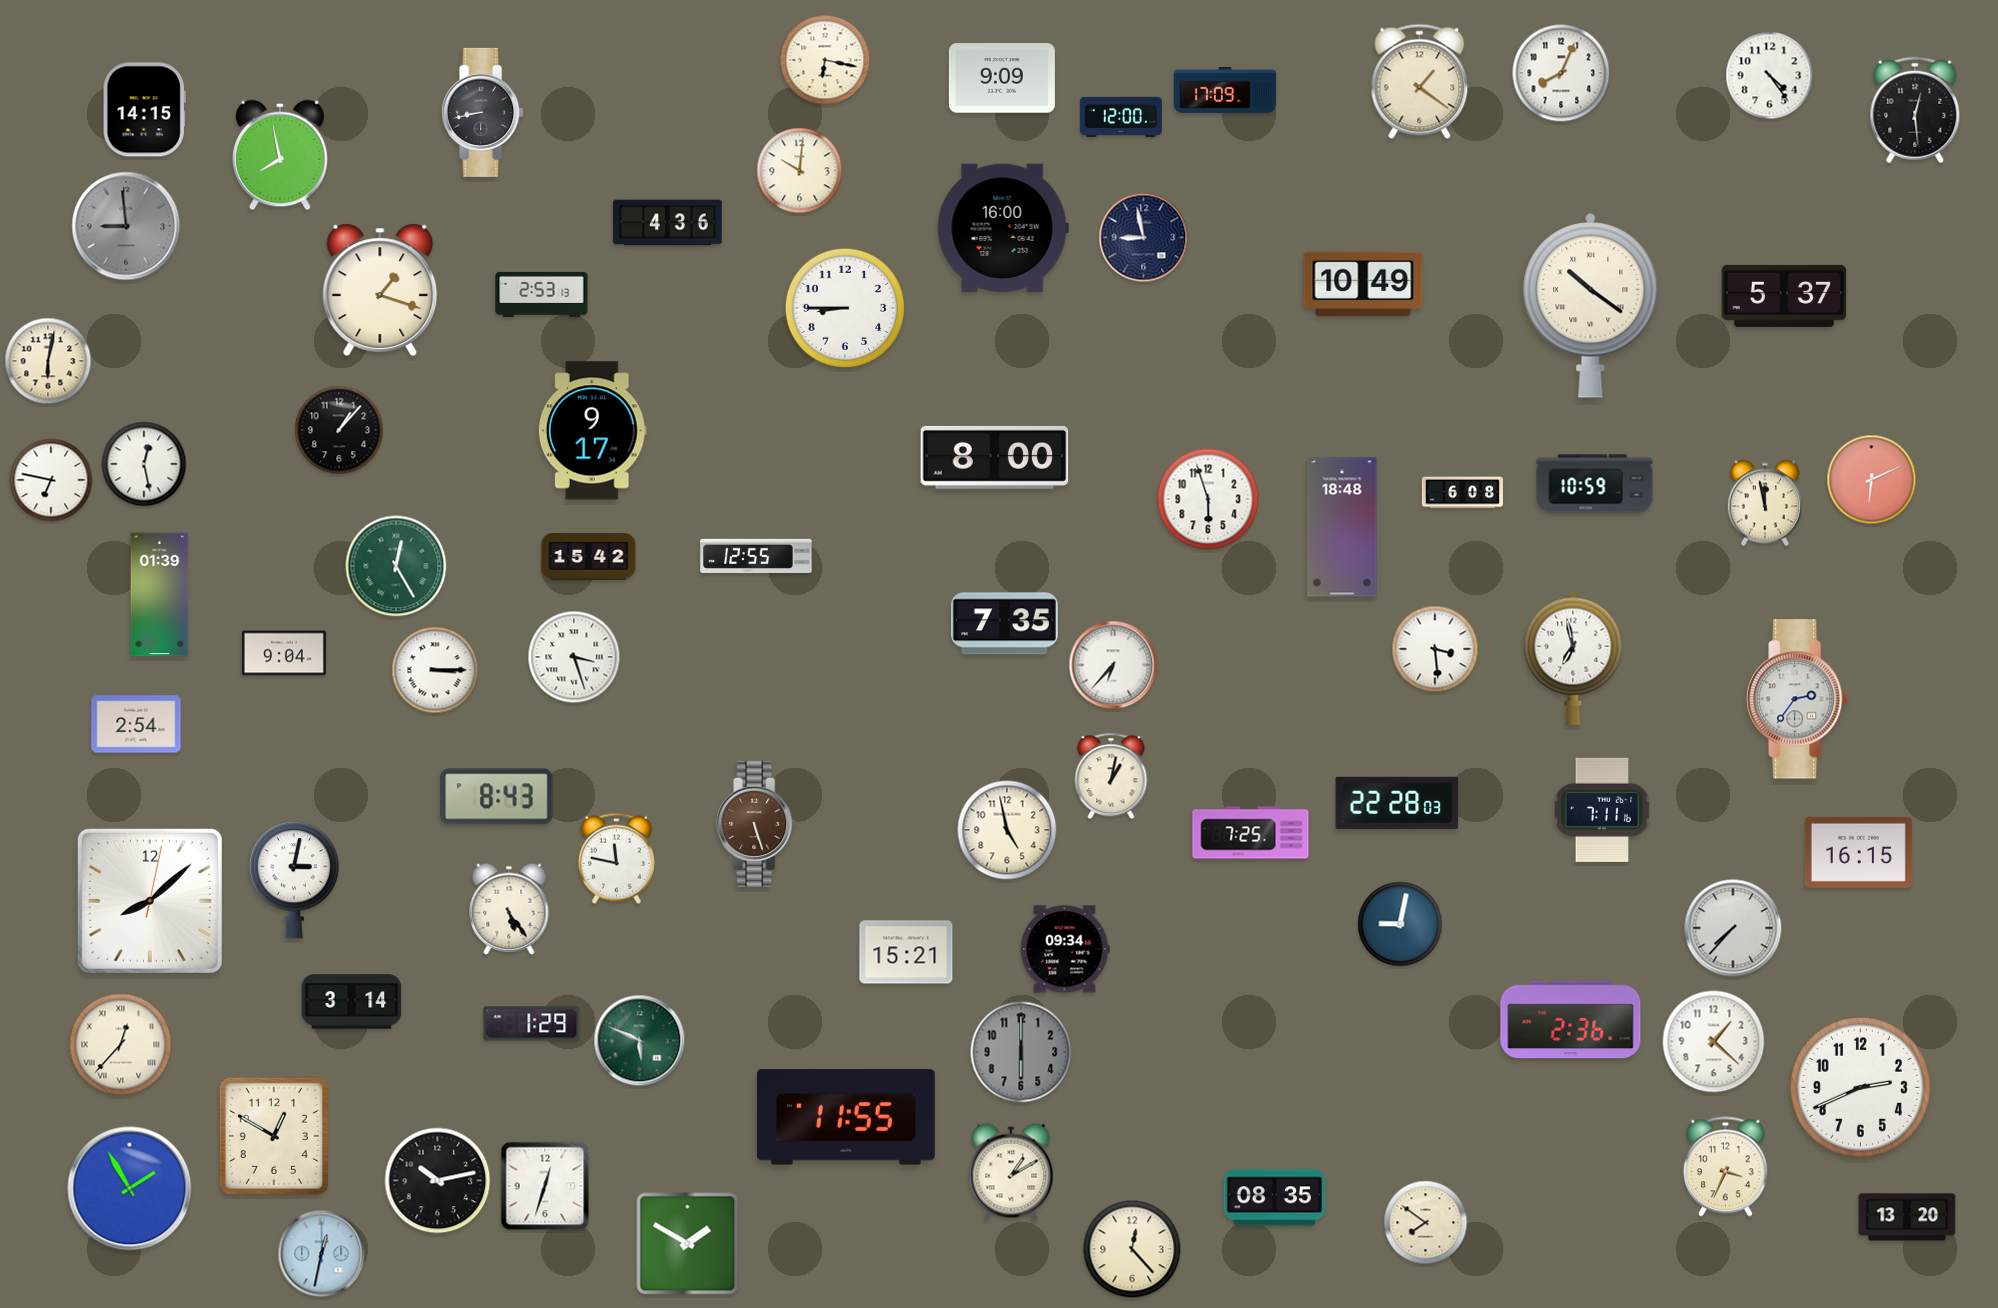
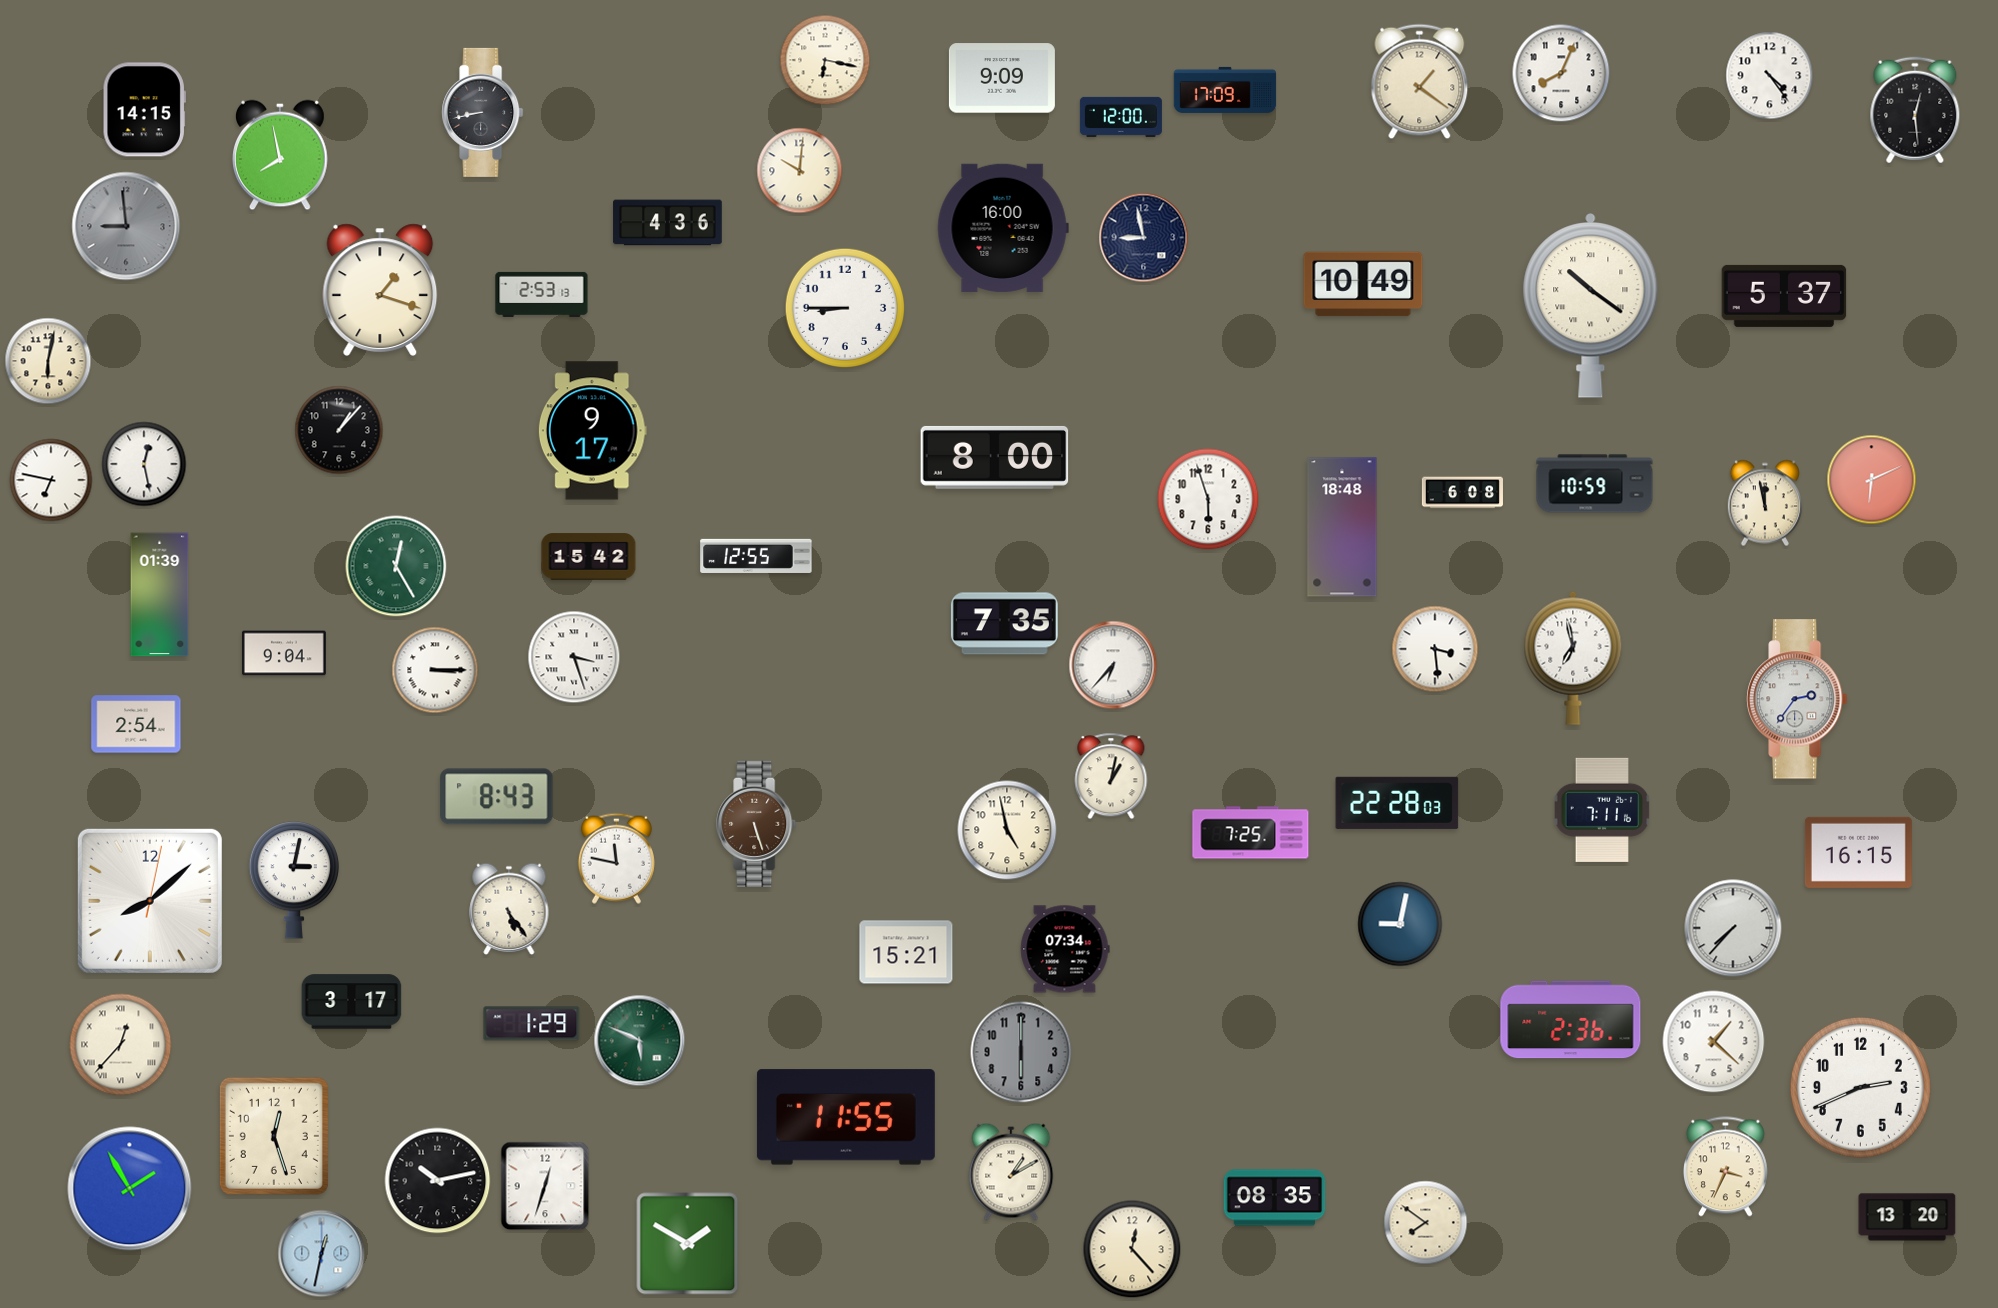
clock at (1065, 949): 09:34 -> 07:34
clock at (352, 1002): 3:14 -> 3:17
clock at (274, 1136): 12:50 -> 12:27
